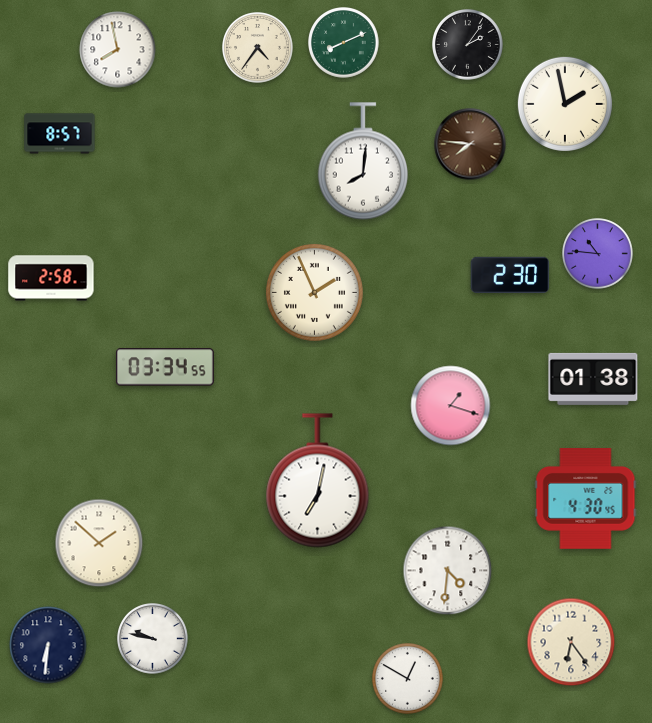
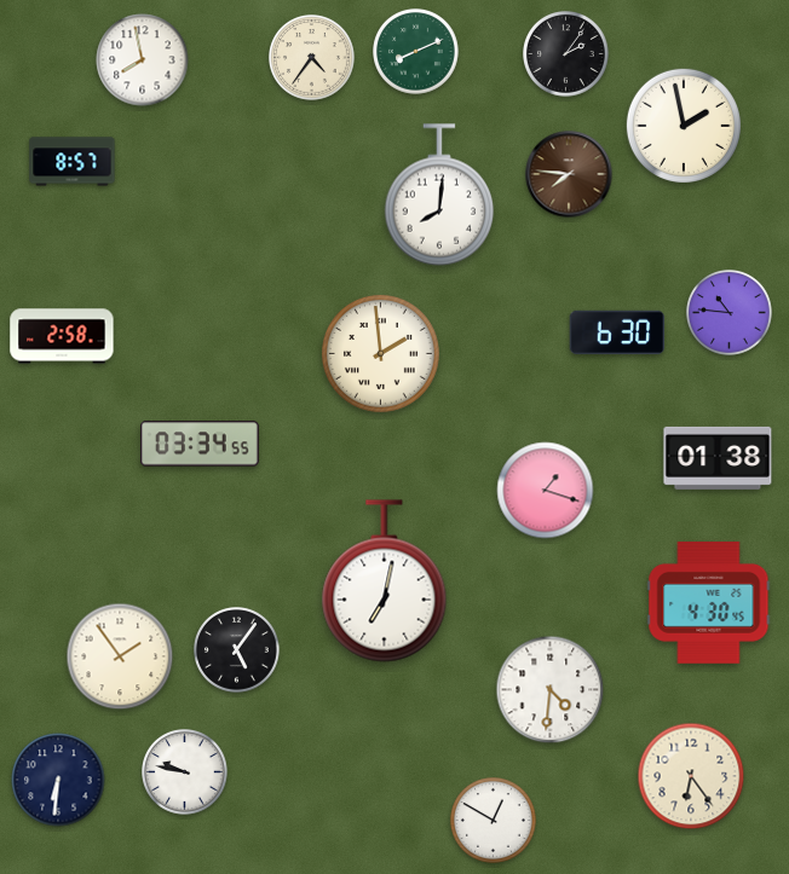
clock at (598, 254) position: (598, 254) -> (730, 313)
clock at (510, 275): 2:30 -> 6:30
clock at (314, 292): 1:56 -> 1:59
clock at (237, 650): none -> 5:06
clock at (99, 543): 1:52 -> 1:54
clock at (448, 571) position: (448, 571) -> (551, 690)
